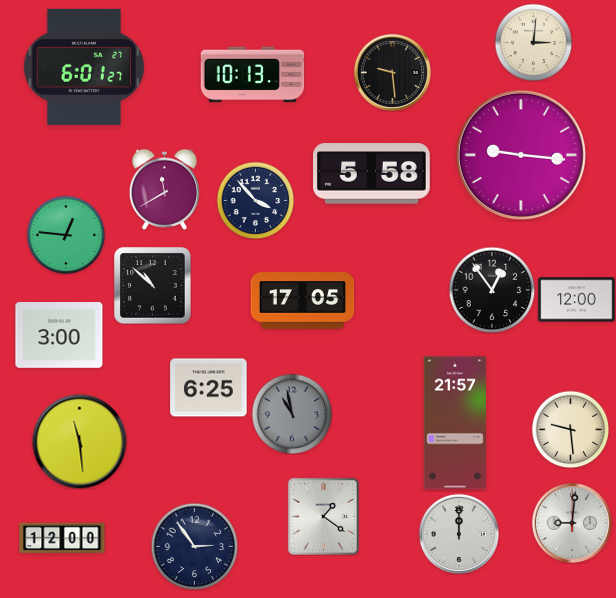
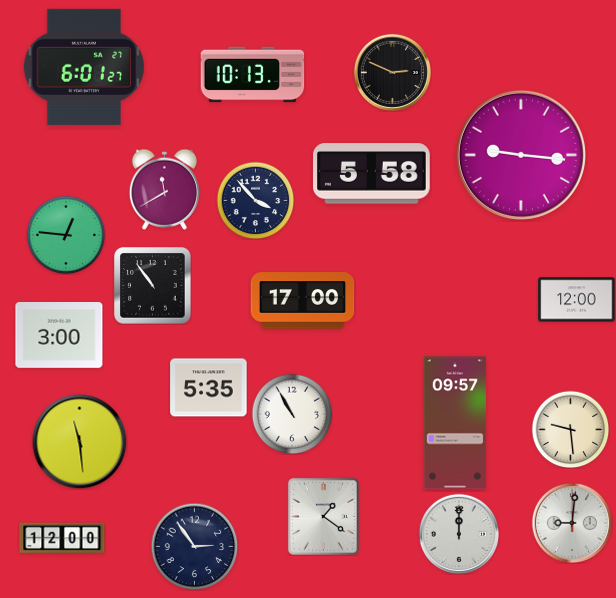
clock at (533, 42): 3:01 -> none
clock at (392, 72): 9:29 -> 2:49
clock at (153, 286): 10:52 -> 10:54
clock at (492, 290): 12:54 -> none
clock at (303, 301): 17:05 -> 17:00
clock at (209, 388): 6:25 -> 5:35
clock at (292, 414): 10:58 -> 10:55
clock at (292, 414) dial: grey -> white
clock at (455, 423): 21:57 -> 09:57
